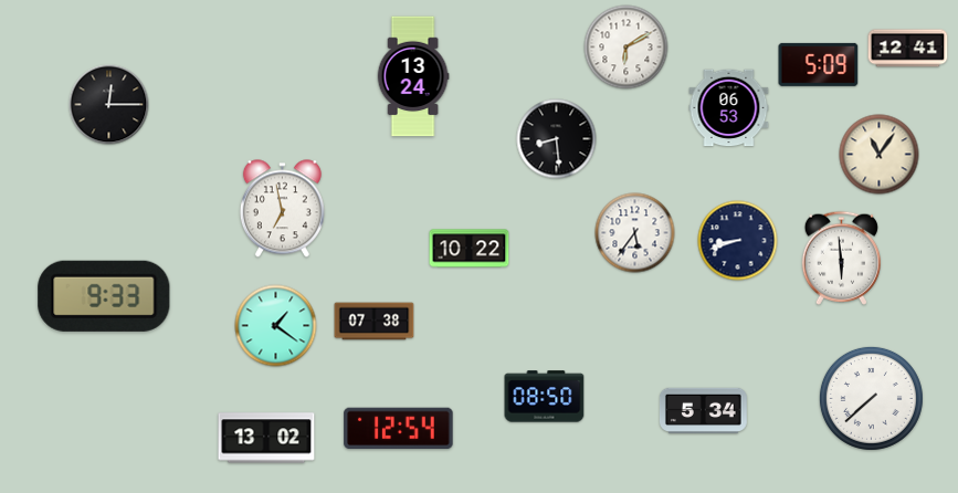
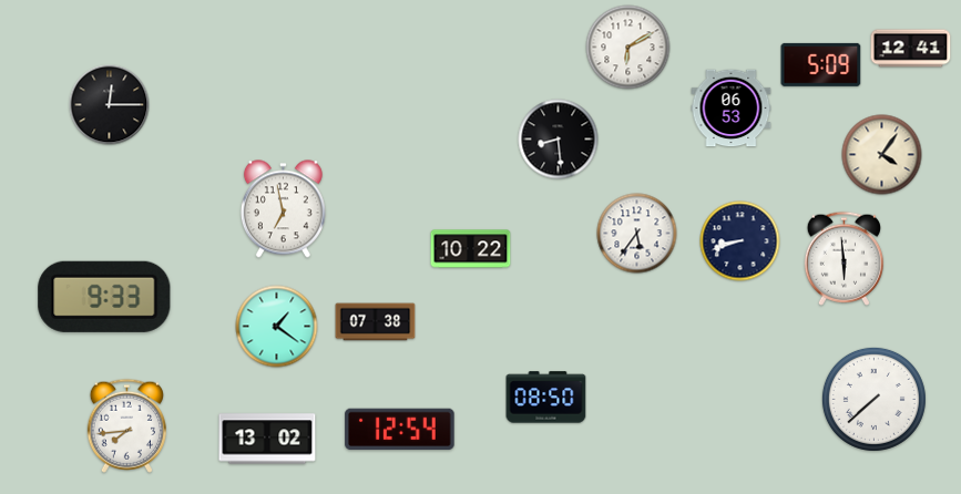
clock at (413, 76): 13:24 -> none
clock at (880, 155): 11:06 -> 4:06
clock at (703, 410): 5:34 -> none
clock at (126, 425): none -> 7:44
